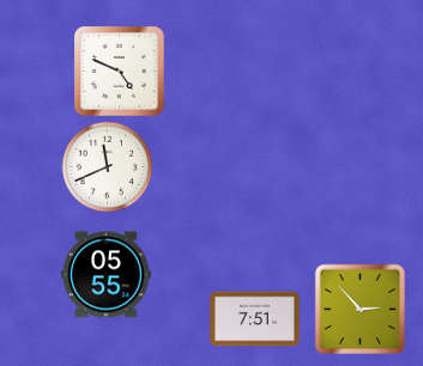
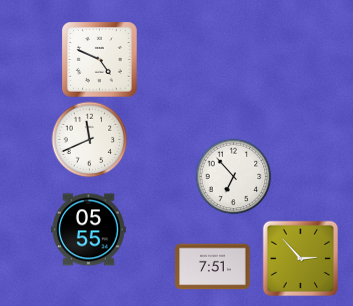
clock at (234, 177): none -> 6:53
